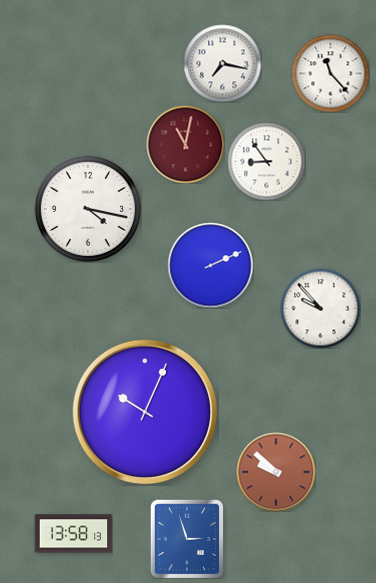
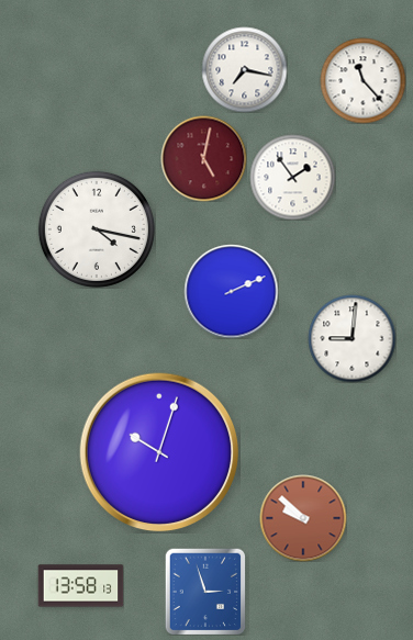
clock at (185, 144): 11:02 -> 5:02
clock at (266, 161): 8:54 -> 1:54
clock at (320, 308): 9:53 -> 9:01
clock at (145, 412): 10:04 -> 10:03
